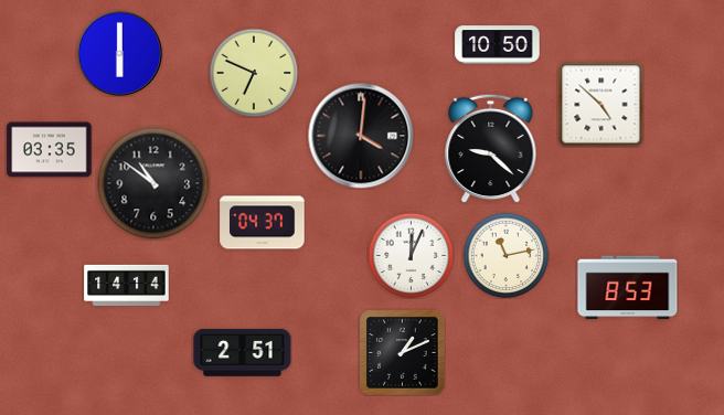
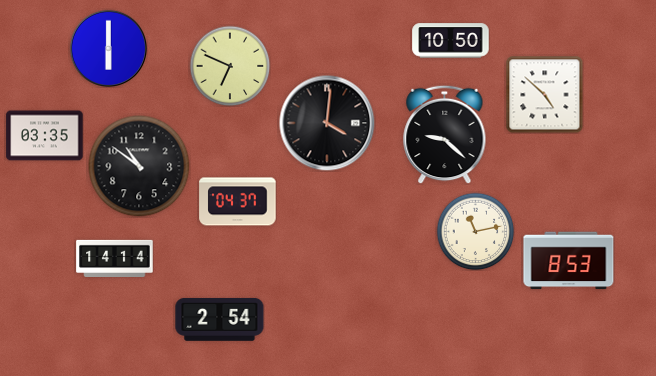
clock at (411, 255): 12:04 -> none
clock at (505, 255) position: (505, 255) -> (475, 231)
clock at (243, 352): 2:51 -> 2:54
clock at (403, 353): 1:11 -> none
